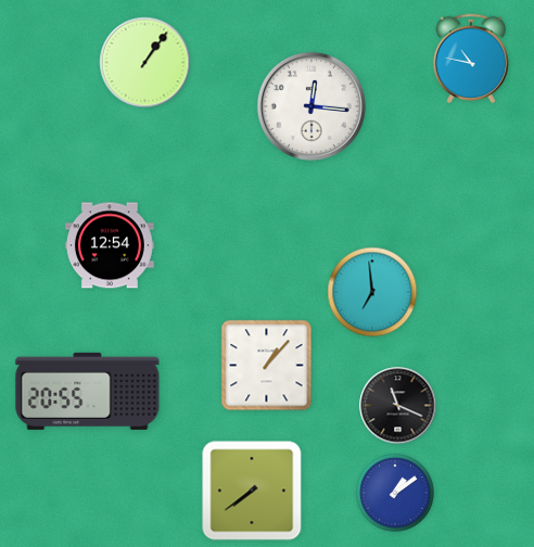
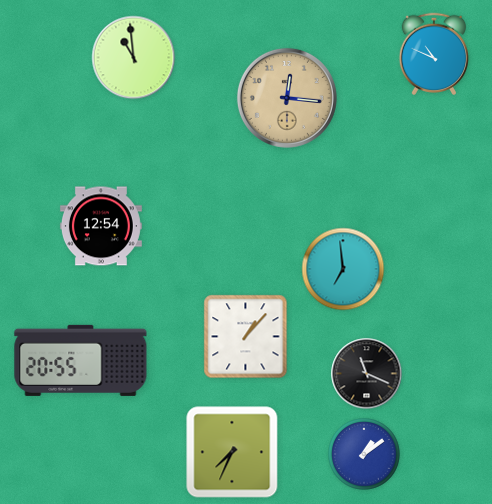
clock at (470, 58): 10:47 -> 10:49
clock at (145, 63): 1:06 -> 10:59
clock at (311, 106) dial: white -> champagne
clock at (252, 491): 7:39 -> 7:34
